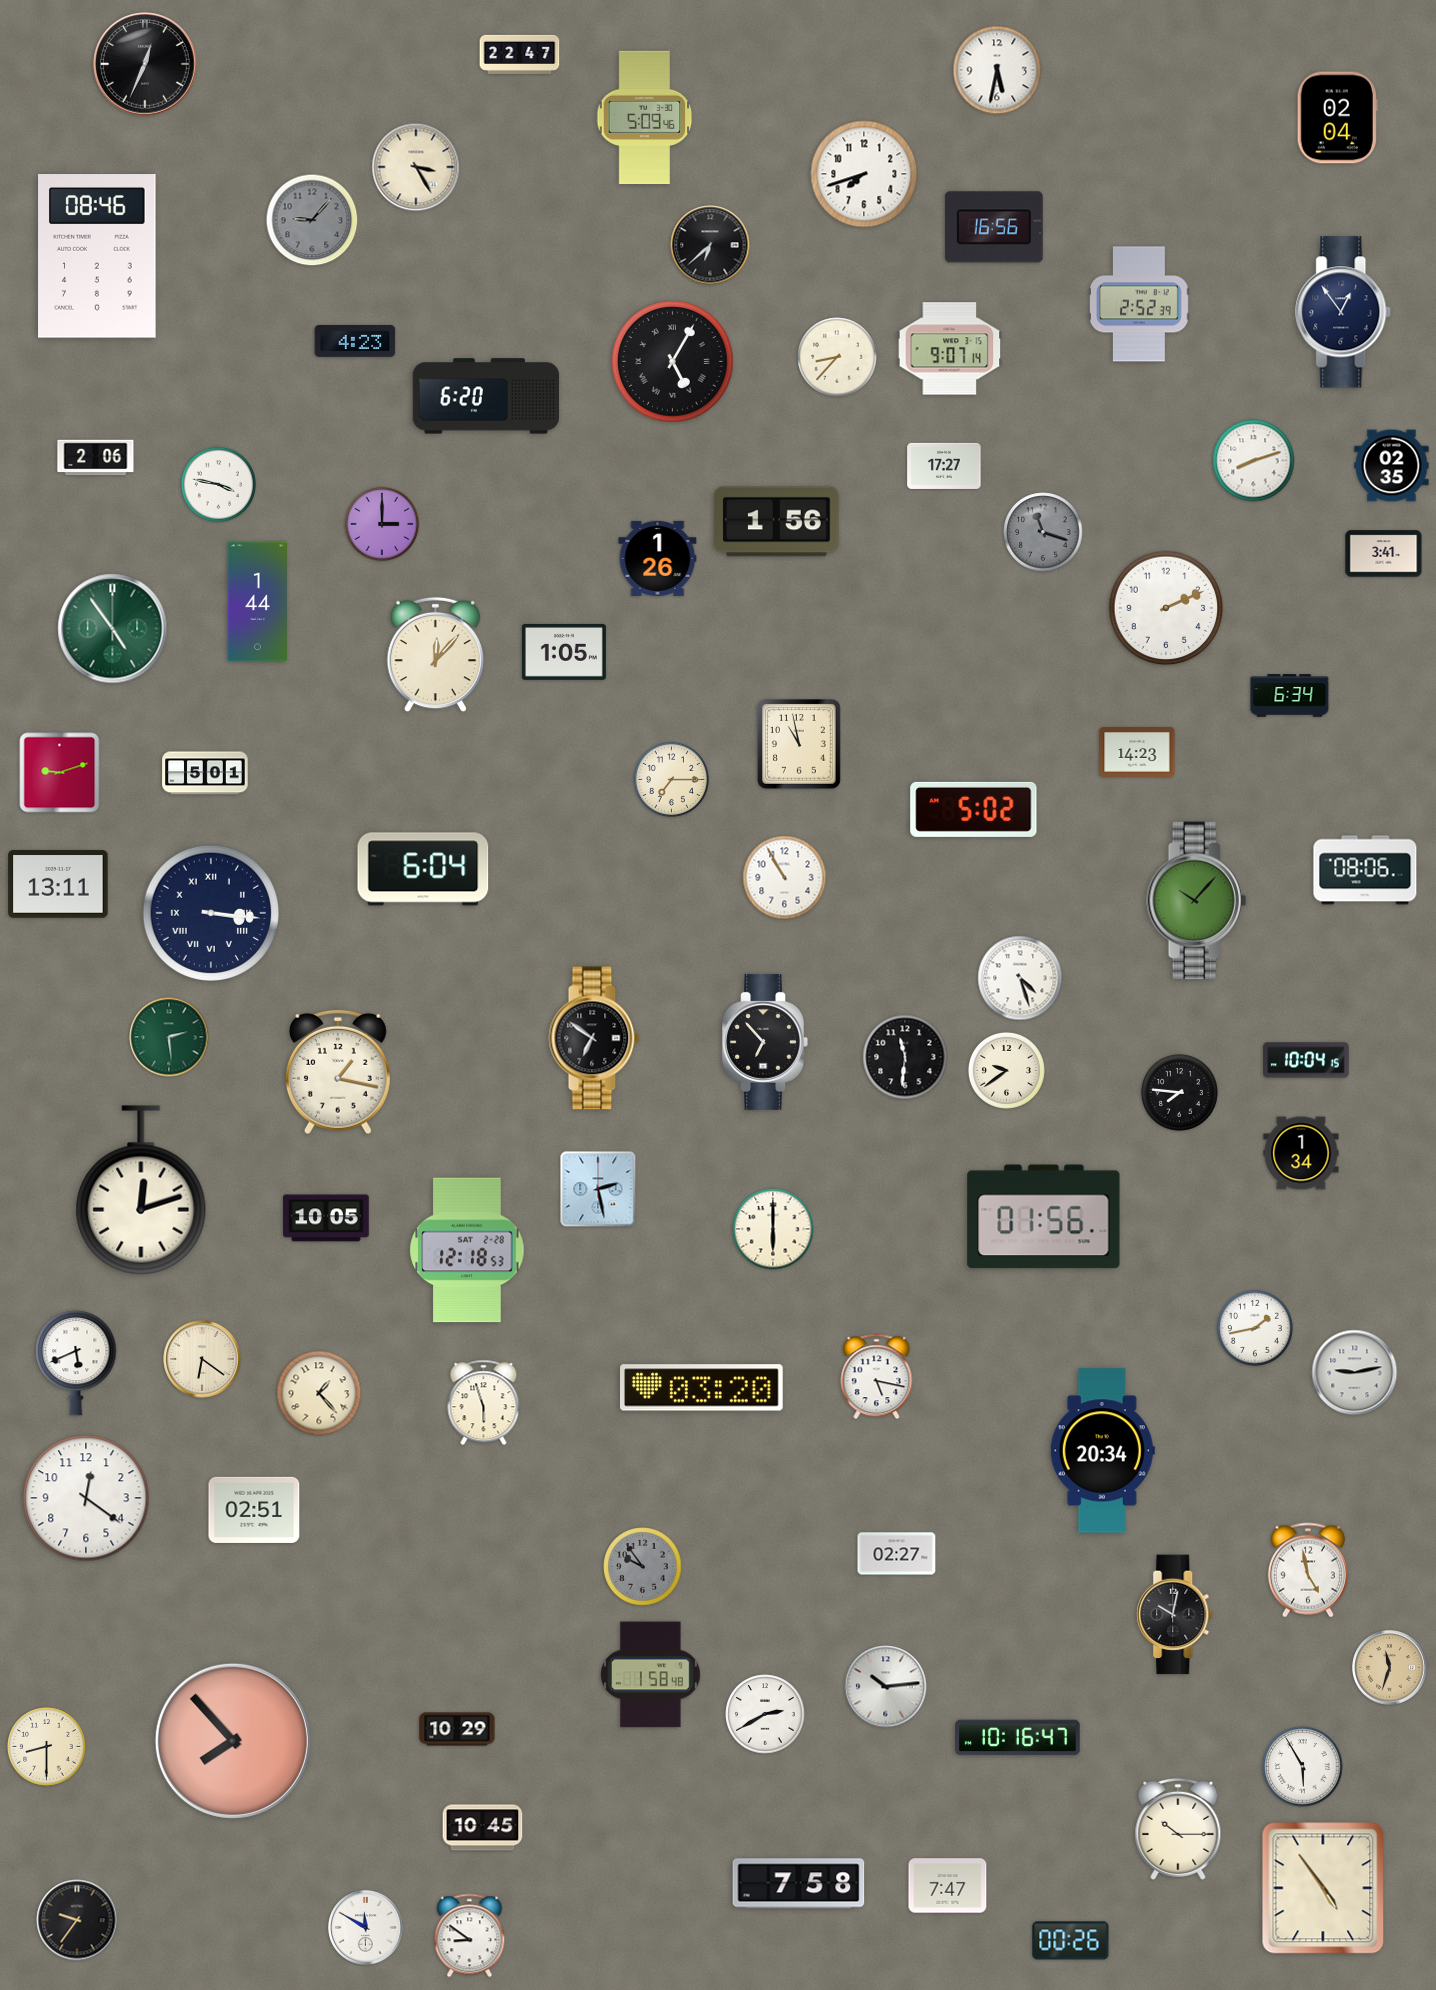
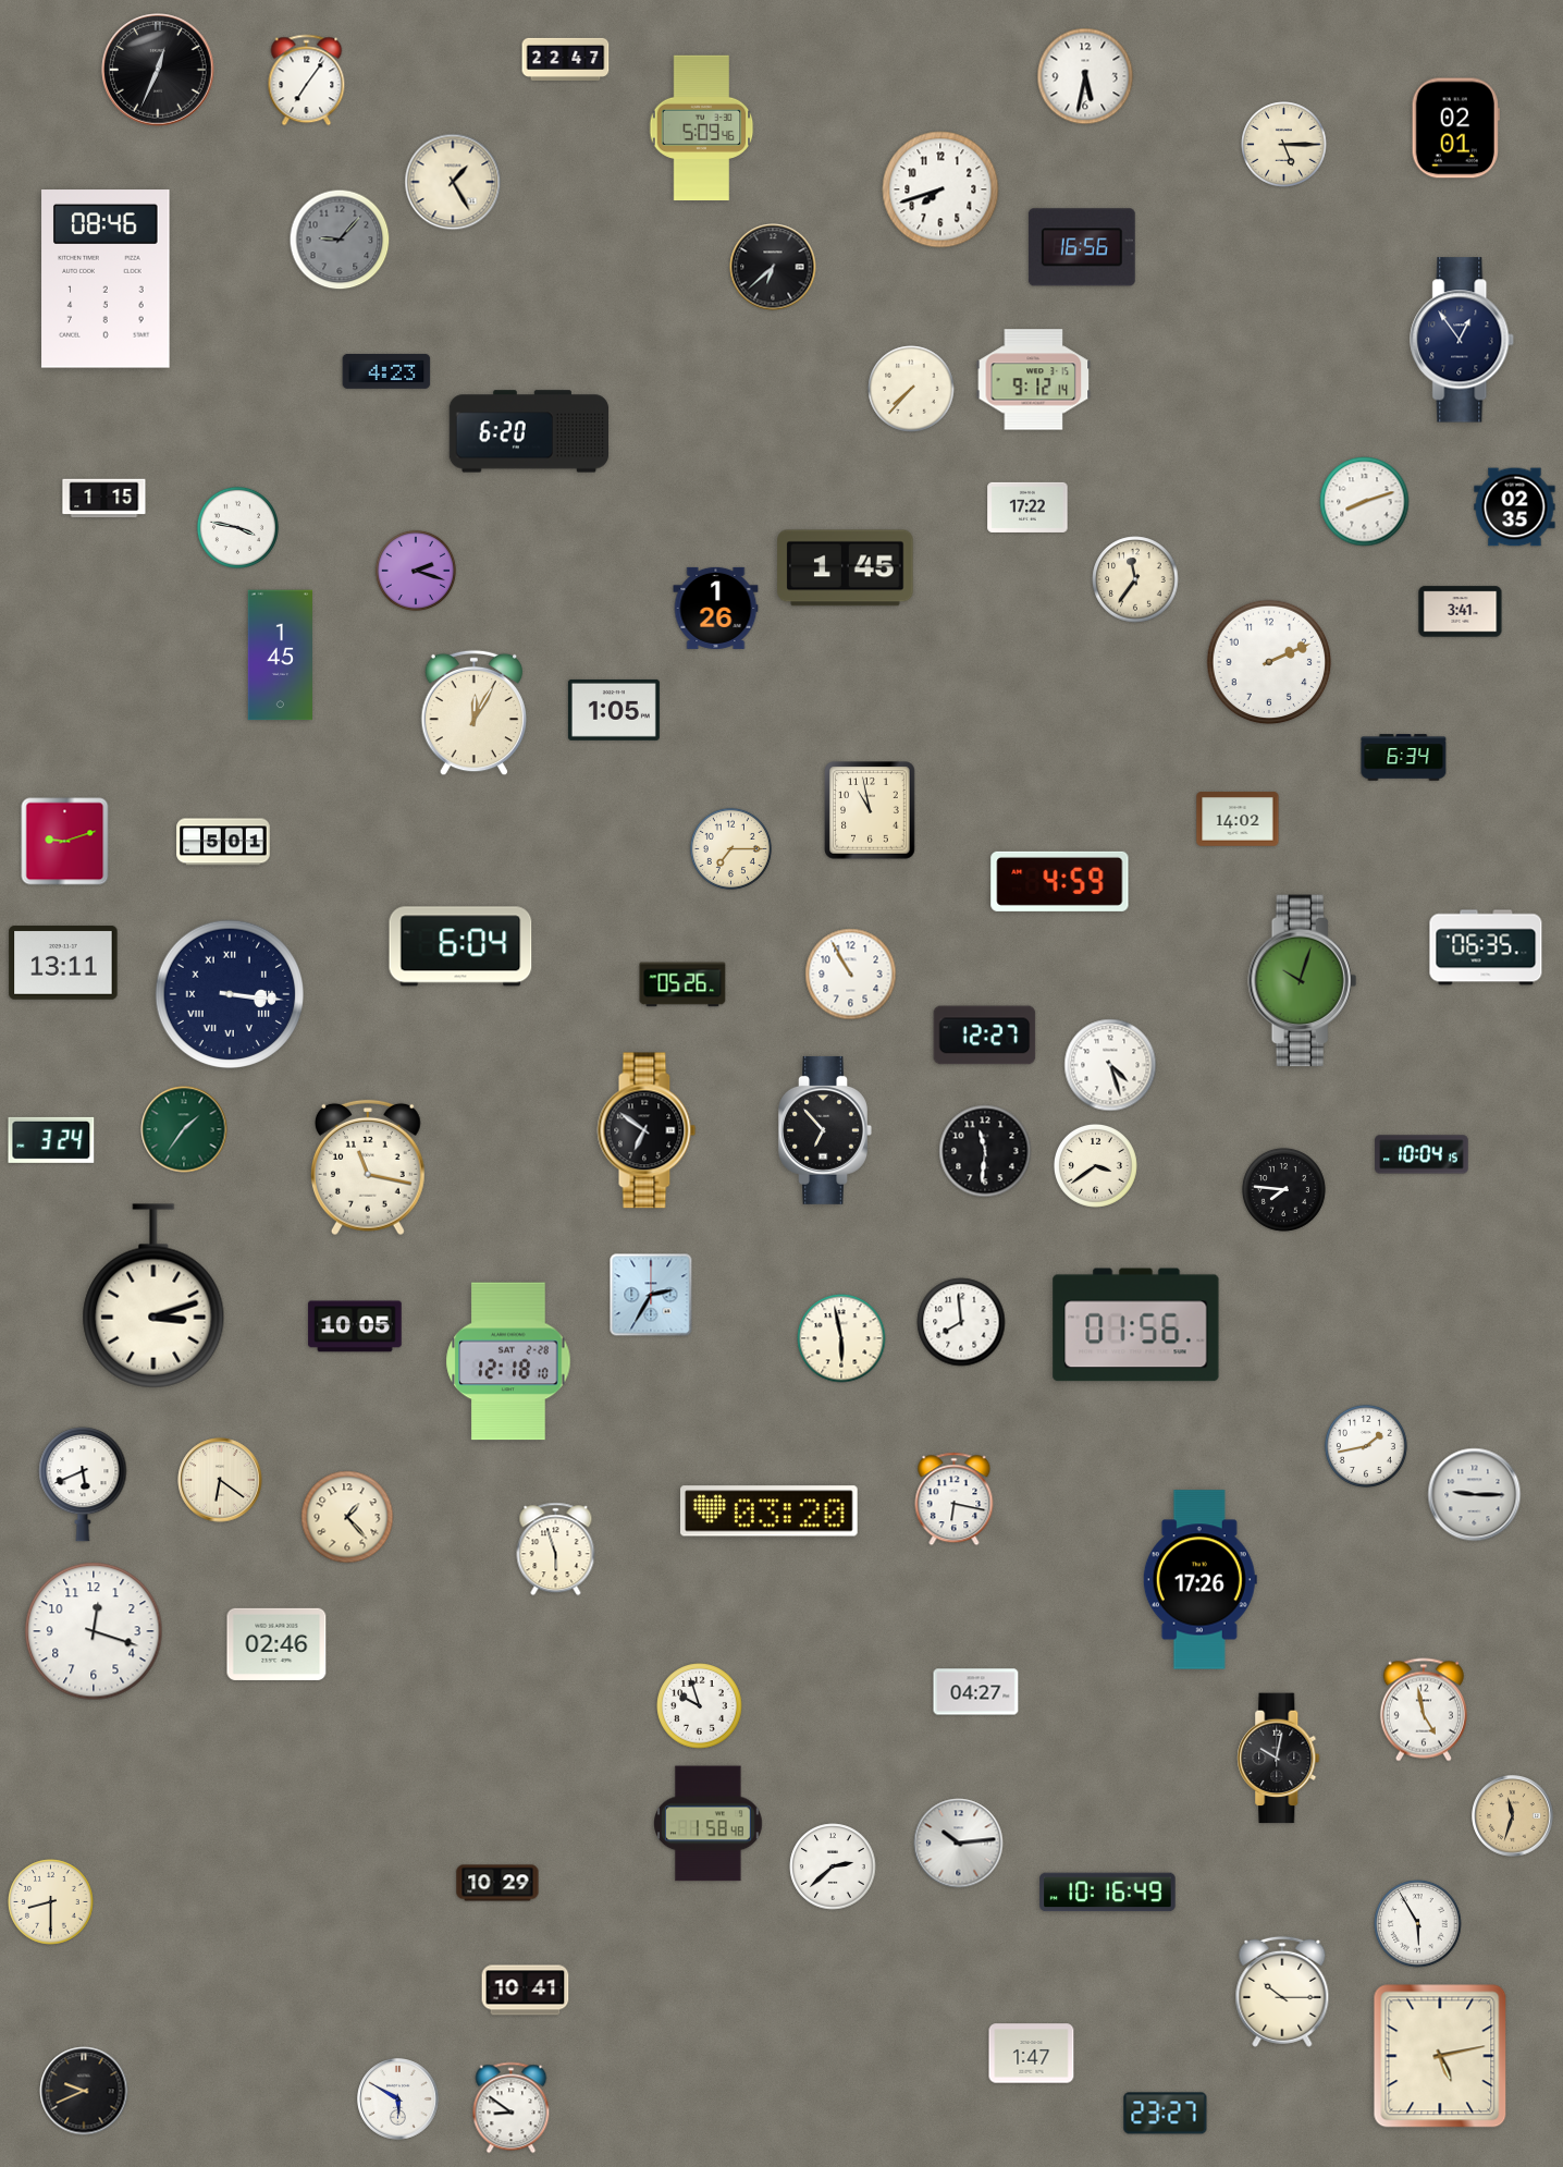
clock at (307, 81): none -> 7:06
clock at (1337, 118): 02:04 -> 02:01
clock at (1284, 145): none -> 5:15
clock at (416, 167): 3:25 -> 1:25
clock at (1140, 304): 2:52 -> none
clock at (950, 349): 9:07 -> 9:12
clock at (837, 357): 8:37 -> 7:37
clock at (673, 362): 5:05 -> none
clock at (96, 458): 2:06 -> 1:15
clock at (944, 466): 17:27 -> 17:22
clock at (777, 522): 1:56 -> 1:45
clock at (381, 523): 3:00 -> 2:18
clock at (1043, 532): 11:18 -> 11:36
clock at (1043, 532) dial: grey -> cream
clock at (1384, 554) position: (1384, 554) -> (1461, 612)
clock at (257, 602): 1:44 -> 1:45
clock at (113, 629): 4:54 -> none
clock at (436, 655): 12:07 -> 12:05
clock at (1137, 752): 14:23 -> 14:02
clock at (974, 809): 5:02 -> 4:59
clock at (1365, 870): 08:06 -> 06:35
clock at (785, 878) position: (785, 878) -> (851, 975)
clock at (1197, 901): 10:07 -> 10:03
clock at (682, 984): none -> 05:26
clock at (985, 1036): none -> 12:27
clock at (169, 1037): 2:29 -> 1:36
clock at (765, 1042) position: (765, 1042) -> (825, 1130)
clock at (51, 1140): none -> 3:24
clock at (1006, 1070): 9:39 -> 3:39
clock at (338, 1072): 1:17 -> 11:17
clock at (1301, 1153): 1:34 -> none
clock at (598, 1189): 2:28 -> 2:35
clock at (141, 1190): 12:12 -> 3:12
clock at (961, 1322): none -> 7:59
clock at (773, 1229): 6:00 -> 5:58
clock at (467, 1250): 12:18:53 -> 12:18:10
clock at (1355, 1373): 9:13 -> 9:15
clock at (877, 1377): 5:17 -> 6:17
clock at (702, 1388) position: (702, 1388) -> (770, 1511)
clock at (484, 1403) position: (484, 1403) -> (556, 1550)
clock at (1102, 1451): 20:34 -> 17:26
clock at (86, 1498): 12:21 -> 12:18
clock at (254, 1510): 02:51 -> 02:46
clock at (897, 1554): 02:27 -> 04:27
clock at (643, 1567): 9:54 -> 9:57
clock at (643, 1567) dial: grey -> white
clock at (886, 1687) position: (886, 1687) -> (959, 1844)
clock at (765, 1714): 2:40 -> 2:38
clock at (1018, 1738): 10:16:47 -> 10:16:49
clock at (233, 1741): 7:53 -> none
clock at (483, 1828): 10:45 -> 10:41
clock at (799, 1884): 7:58 -> none
clock at (948, 1886): 7:47 -> 1:47
clock at (1323, 1888): 4:54 -> 5:13
clock at (77, 1920): 9:36 -> 9:41
clock at (366, 1928): 11:50 -> 5:50
clock at (1071, 1941): 00:26 -> 23:27
